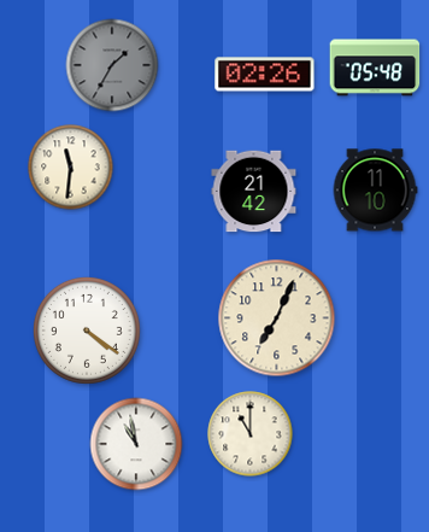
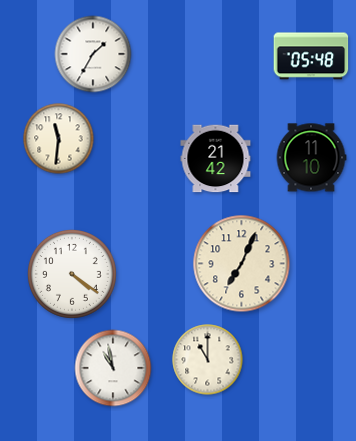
clock at (112, 65) dial: grey -> white
clock at (265, 75): 02:26 -> none
clock at (254, 192) position: (254, 192) -> (216, 159)
clock at (277, 318) position: (277, 318) -> (242, 264)
